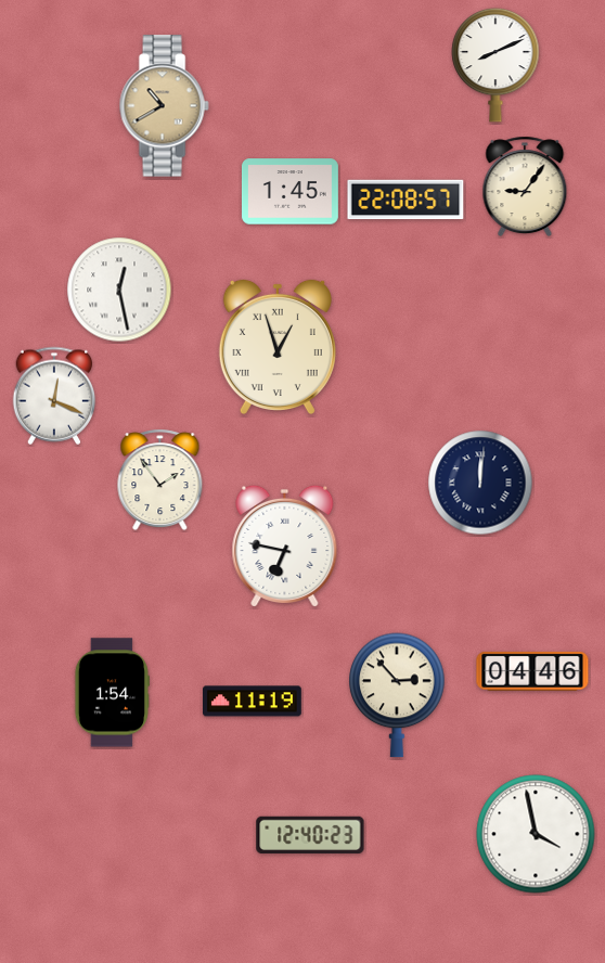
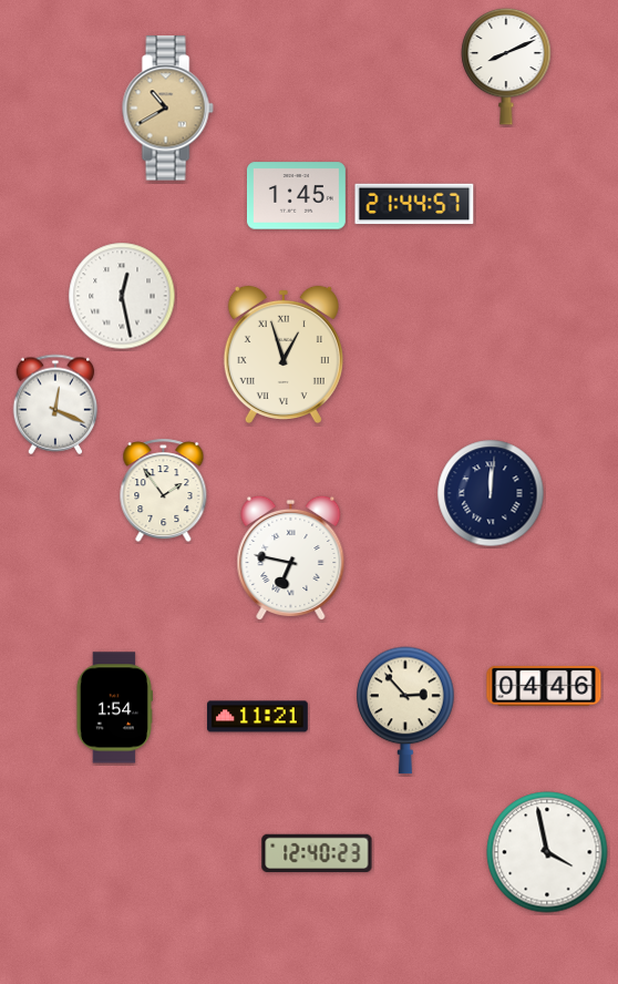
clock at (525, 187): 9:06 -> none
clock at (406, 200): 22:08 -> 21:44
clock at (253, 702): 11:19 -> 11:21
